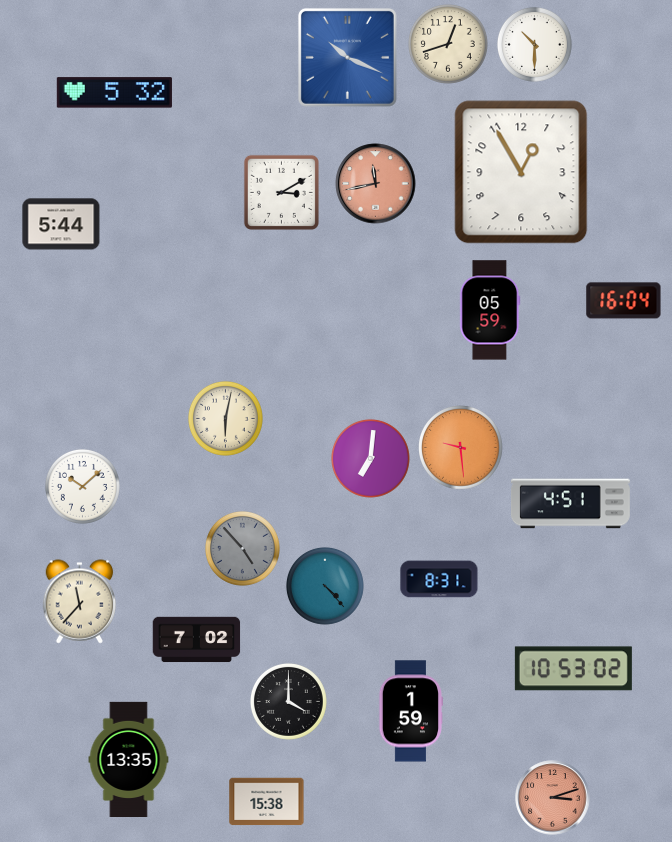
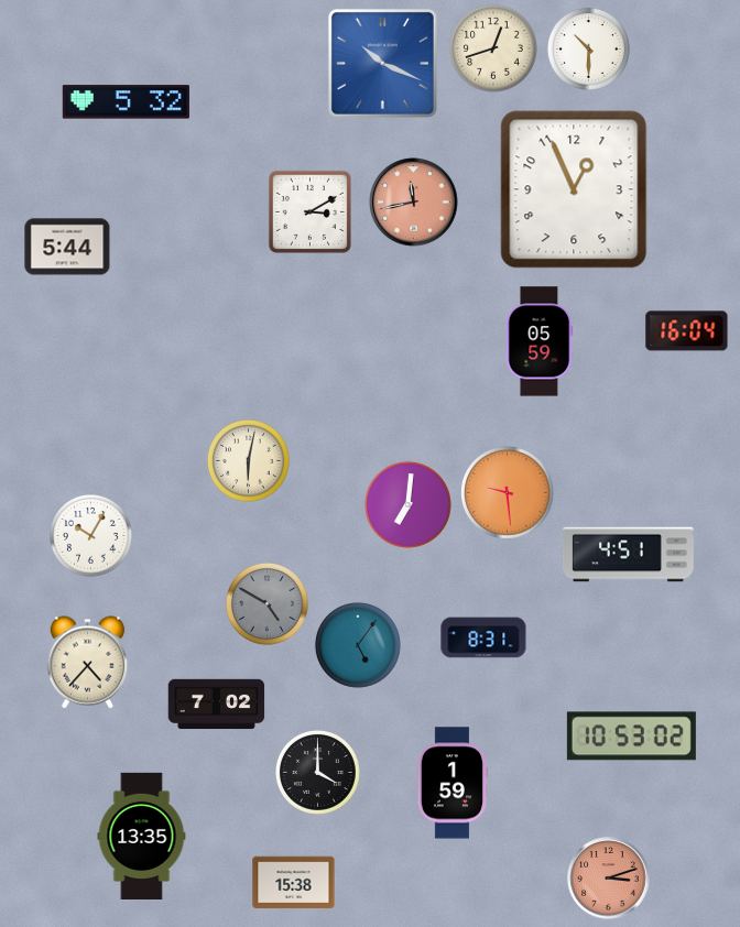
clock at (521, 172): 12:55 -> 12:56
clock at (82, 486): 10:08 -> 10:05
clock at (242, 548): 4:53 -> 4:50
clock at (325, 586): 4:23 -> 5:06
clock at (80, 602): 11:37 -> 4:37
